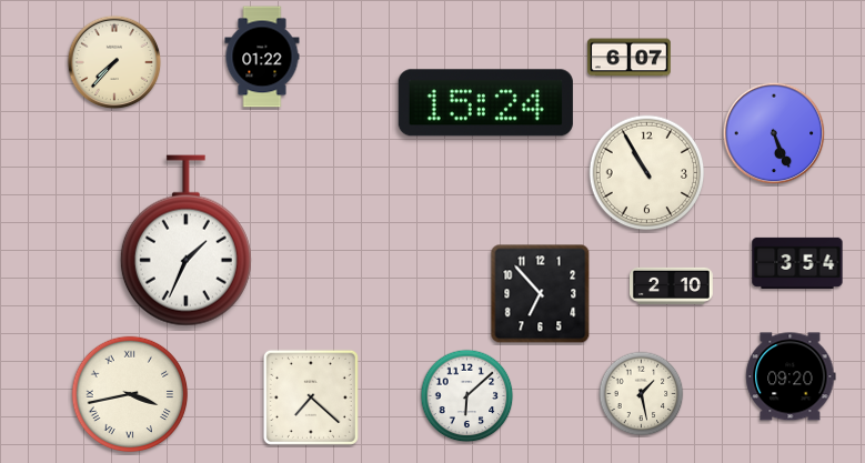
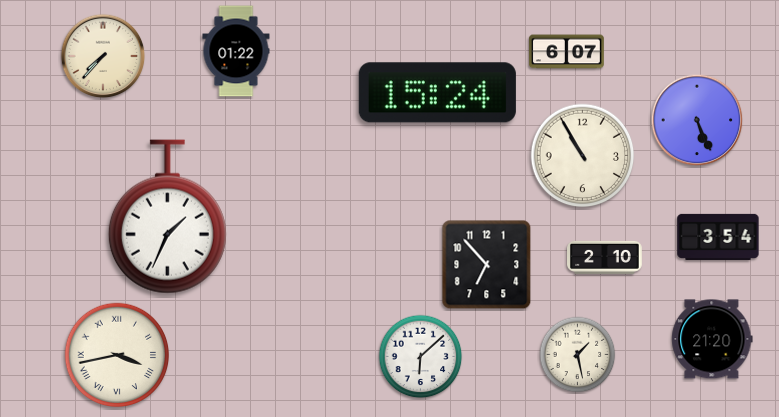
clock at (791, 376): 09:20 -> 21:20
clock at (311, 397): 7:22 -> none
